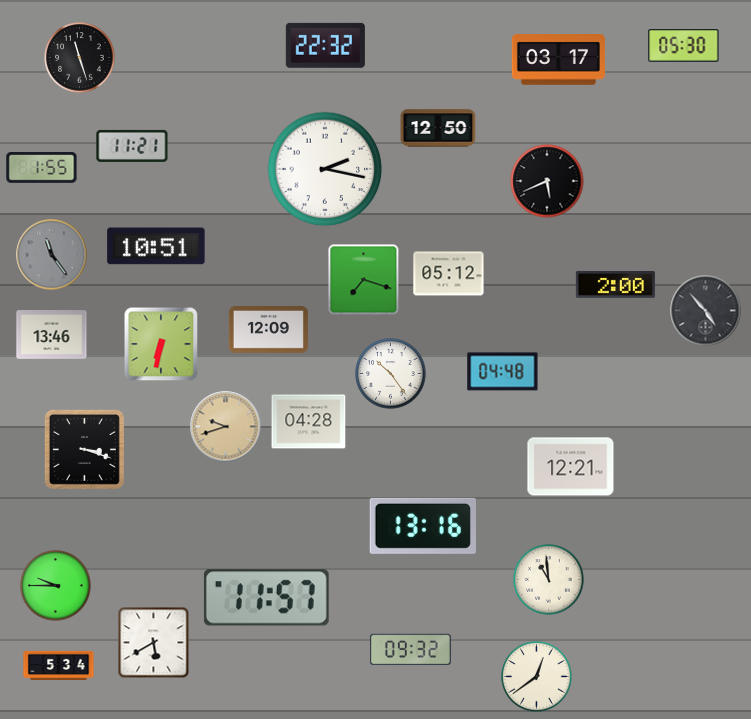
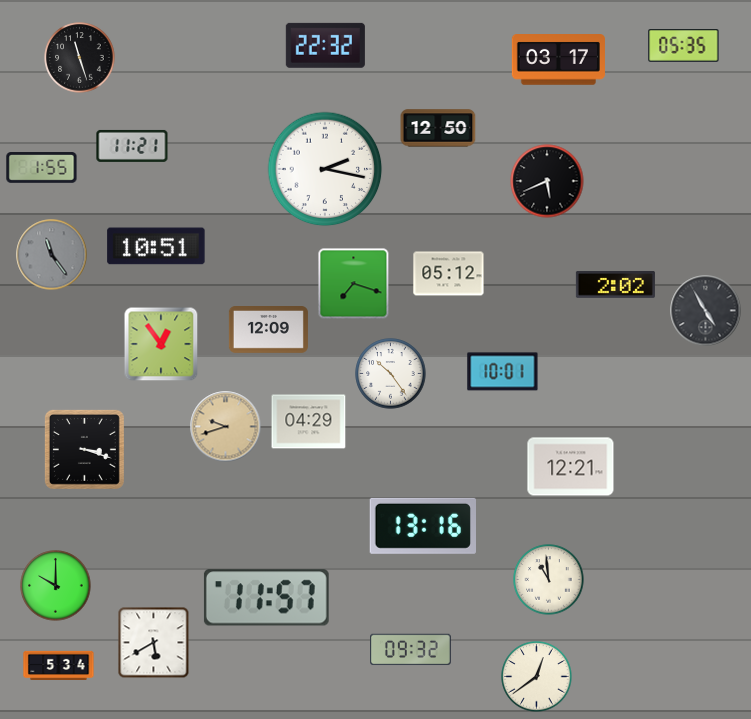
clock at (684, 46): 05:30 -> 05:35
clock at (364, 280) position: (364, 280) -> (354, 284)
clock at (615, 284): 2:00 -> 2:02
clock at (706, 311): 4:53 -> 4:55
clock at (52, 335): 13:46 -> none
clock at (161, 344): 6:32 -> 12:54
clock at (503, 372): 04:48 -> 10:01
clock at (309, 422): 04:28 -> 04:29
clock at (56, 586): 9:45 -> 10:00
